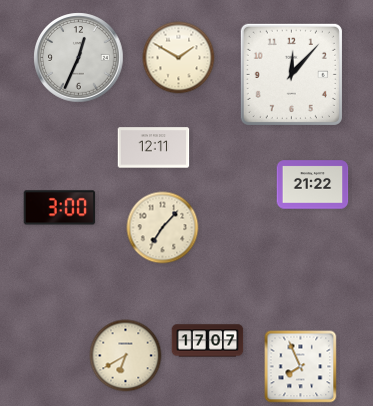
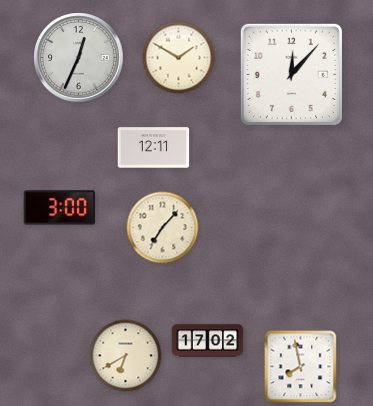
clock at (313, 185): 21:22 -> none
clock at (208, 341): 17:07 -> 17:02
clock at (301, 367): 7:56 -> 7:58
